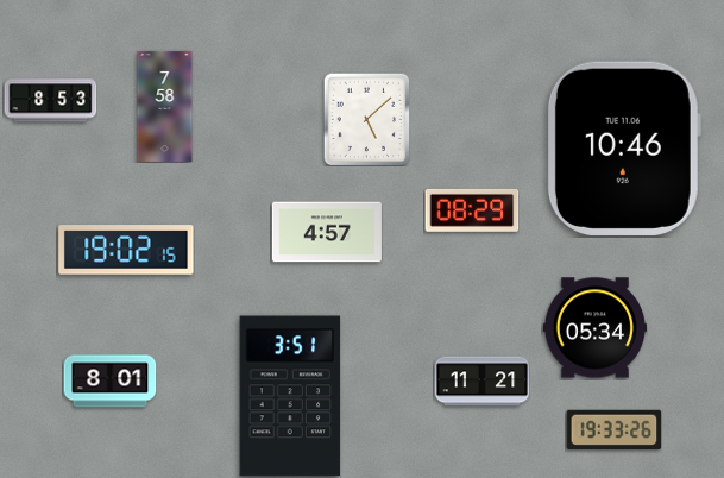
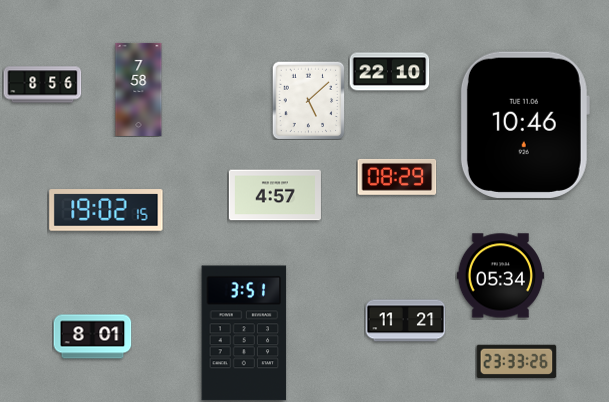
clock at (389, 72): none -> 22:10
clock at (50, 101): 8:53 -> 8:56
clock at (109, 382) position: (109, 382) -> (92, 337)
clock at (613, 430): 19:33 -> 23:33
